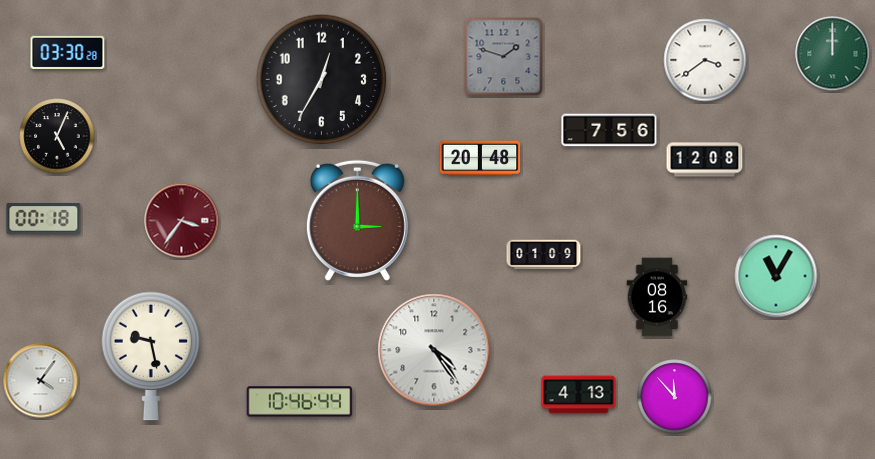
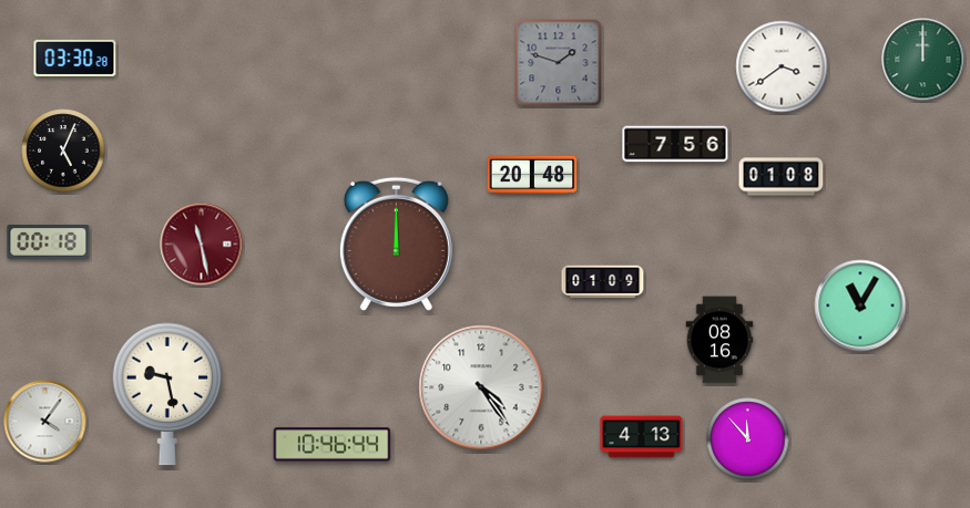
clock at (322, 80): 12:35 -> none
clock at (705, 160): 12:08 -> 01:08
clock at (357, 220): 3:00 -> 12:00
clock at (182, 221): 3:36 -> 11:28
clock at (657, 297) position: (657, 297) -> (719, 340)
